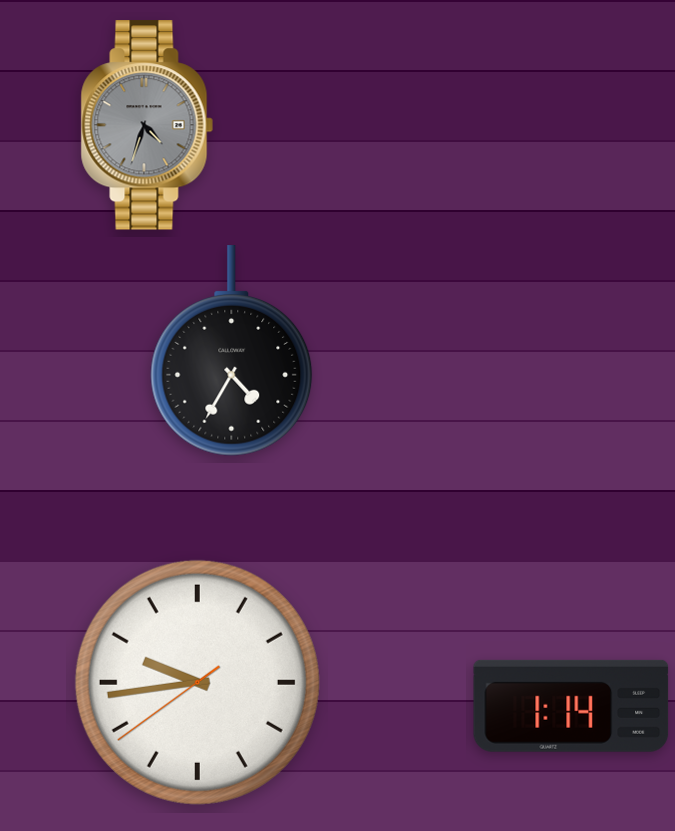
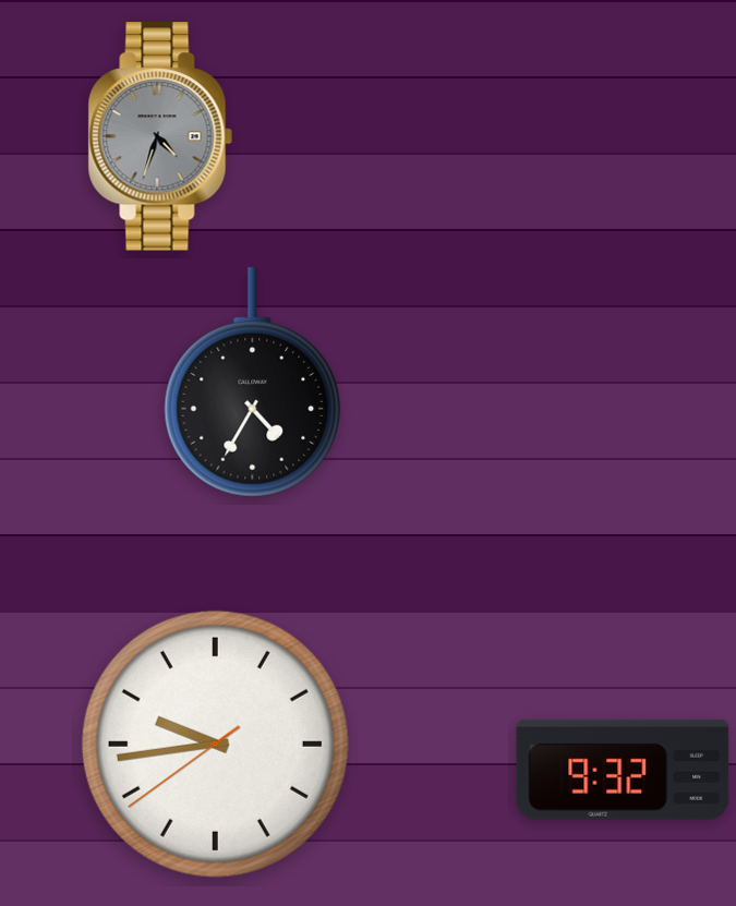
clock at (571, 706): 1:14 -> 9:32
